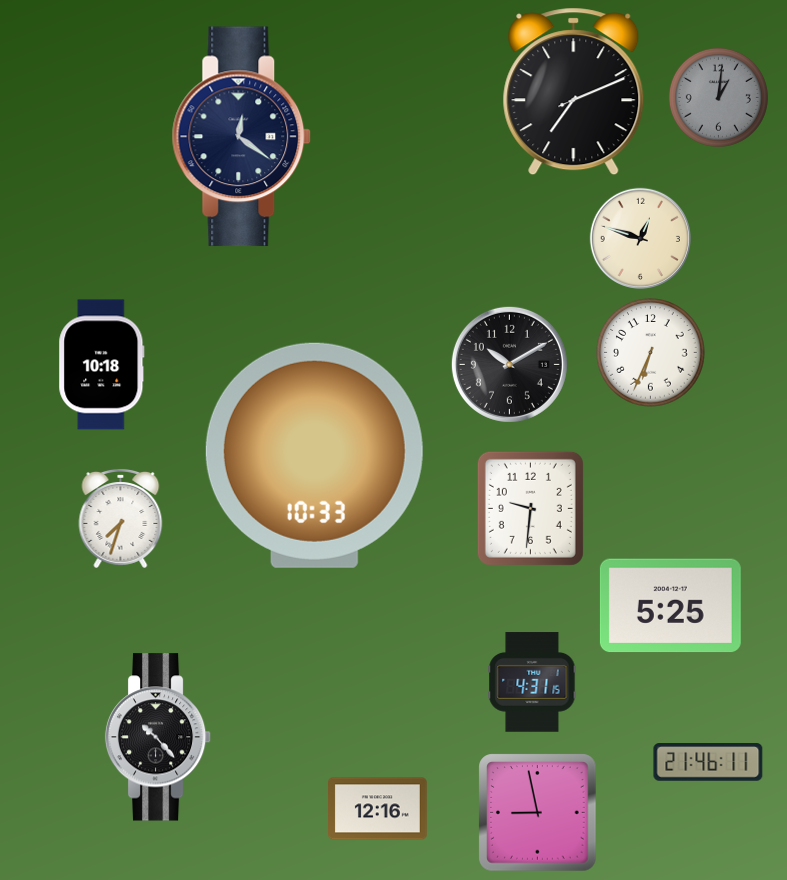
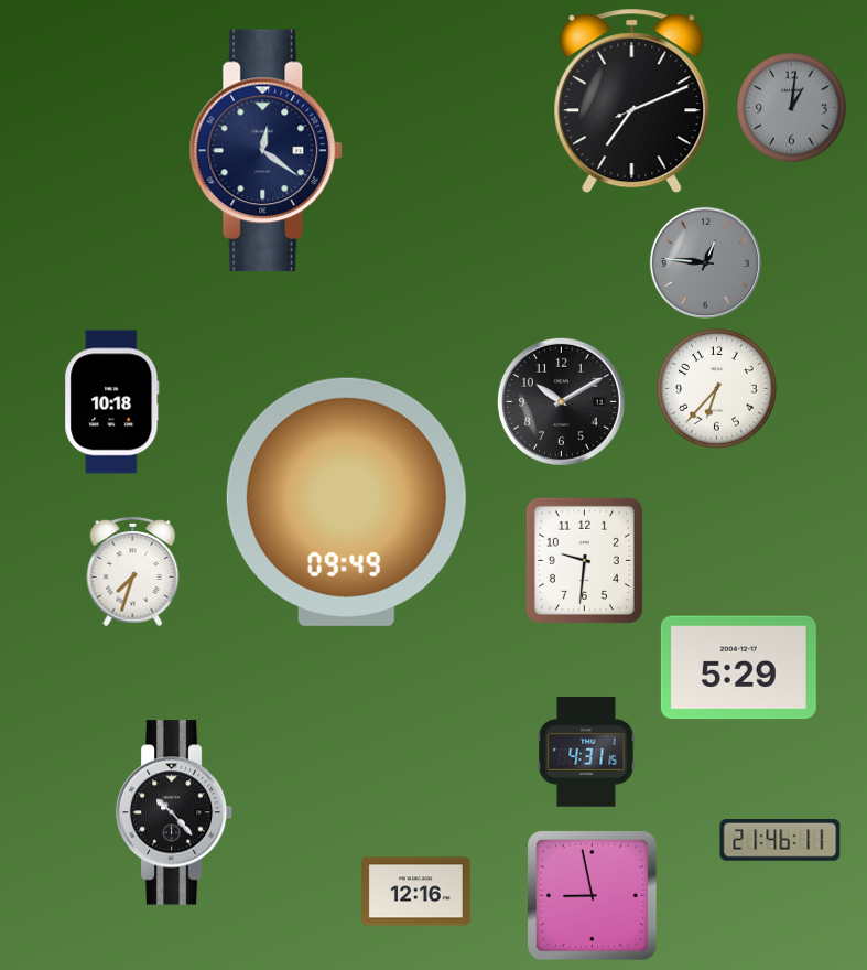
clock at (640, 238): 12:48 -> 12:46
clock at (640, 238) dial: cream -> grey
clock at (651, 353): 6:34 -> 6:37
clock at (314, 455): 10:33 -> 09:49
clock at (670, 606): 5:25 -> 5:29
